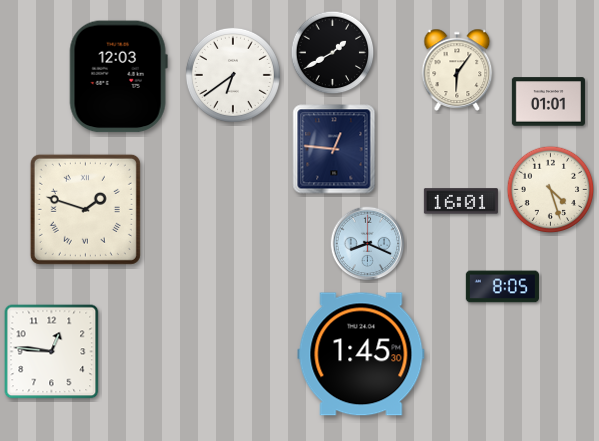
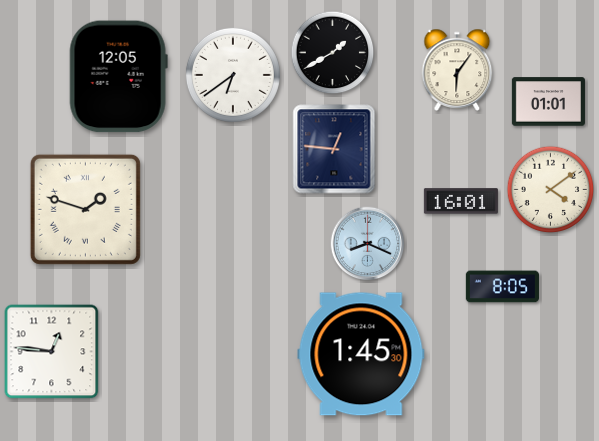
clock at (118, 77): 12:03 -> 12:05
clock at (551, 190): 4:27 -> 4:09
